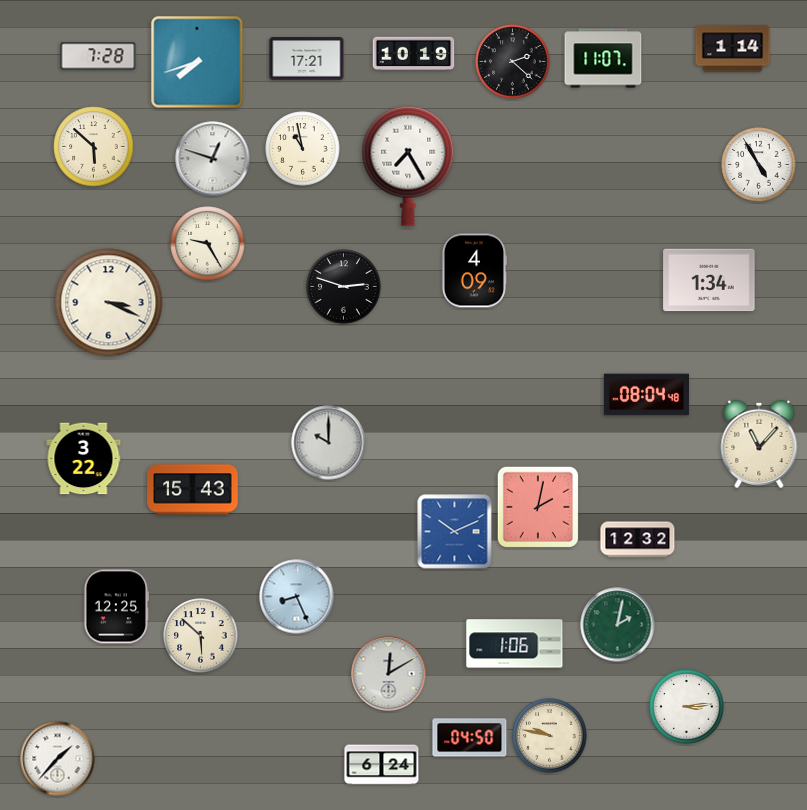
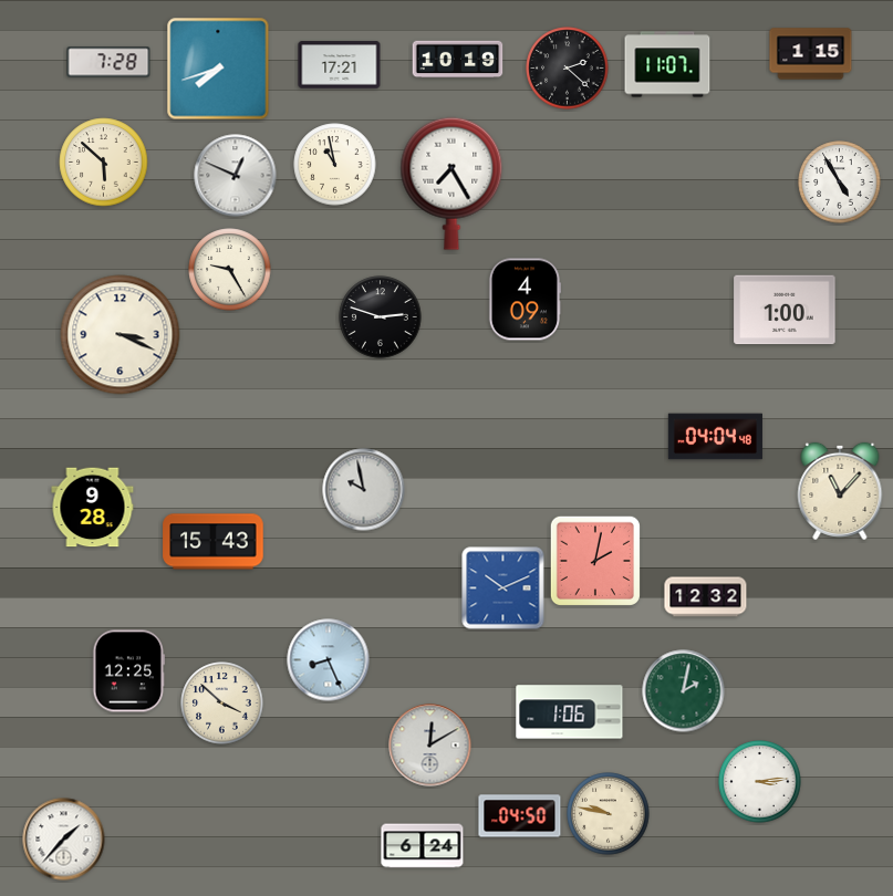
clock at (733, 49): 1:14 -> 1:15
clock at (213, 159): 12:48 -> 12:49
clock at (709, 280): 1:34 -> 1:00
clock at (646, 395): 08:04 -> 04:04
clock at (329, 443): 10:00 -> 9:58
clock at (84, 459): 3:22 -> 9:28
clock at (201, 636): 5:52 -> 3:52
